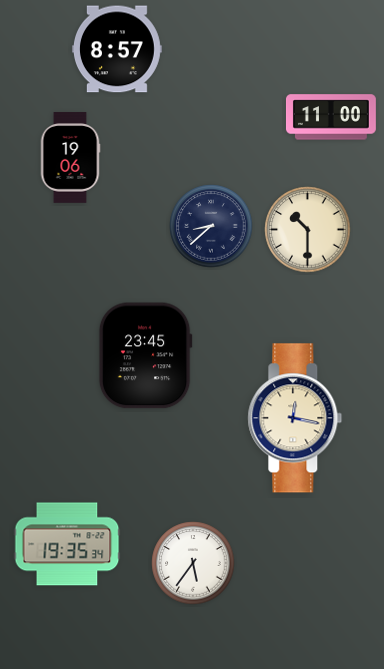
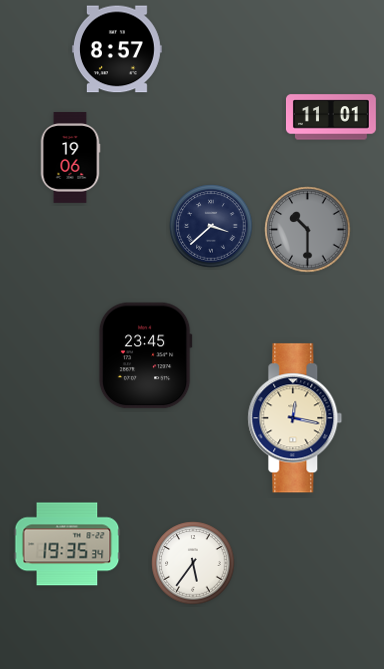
clock at (331, 117): 11:00 -> 11:01
clock at (211, 226): 8:38 -> 3:38
clock at (308, 230) dial: cream -> grey
